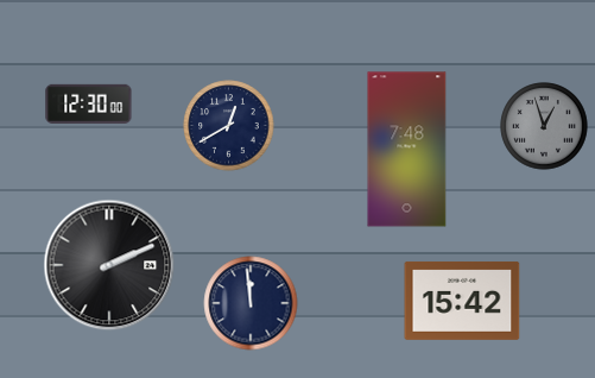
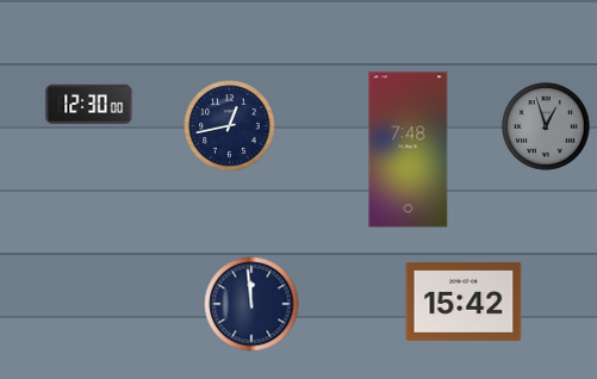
clock at (229, 126): 12:40 -> 12:43
clock at (109, 265): 2:11 -> none
